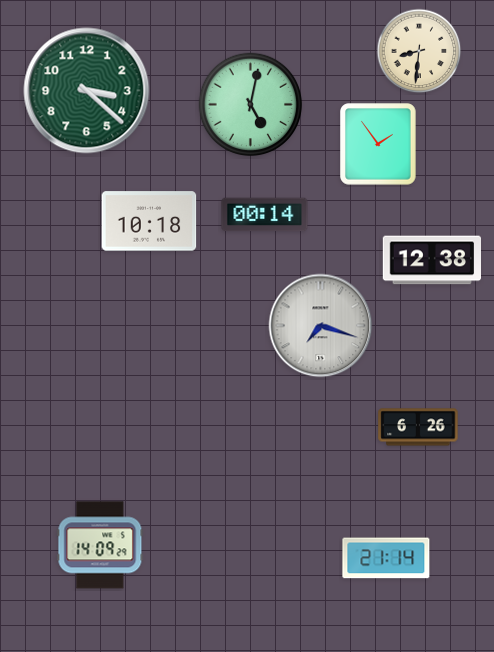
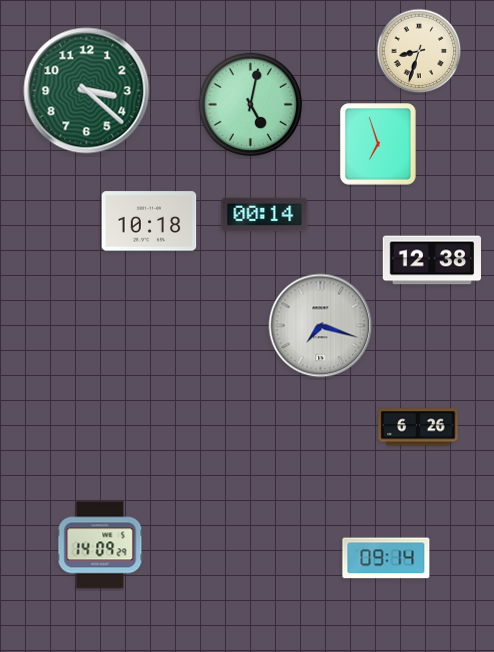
clock at (419, 51): 8:31 -> 8:33
clock at (378, 144): 1:54 -> 6:57
clock at (386, 558): 21:14 -> 09:14
